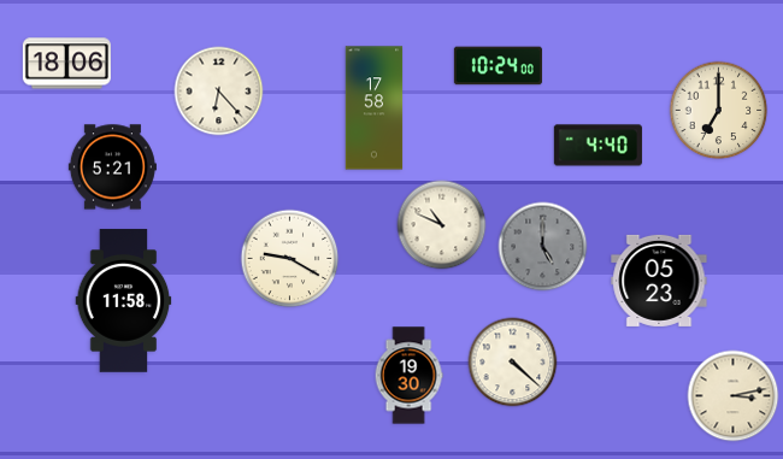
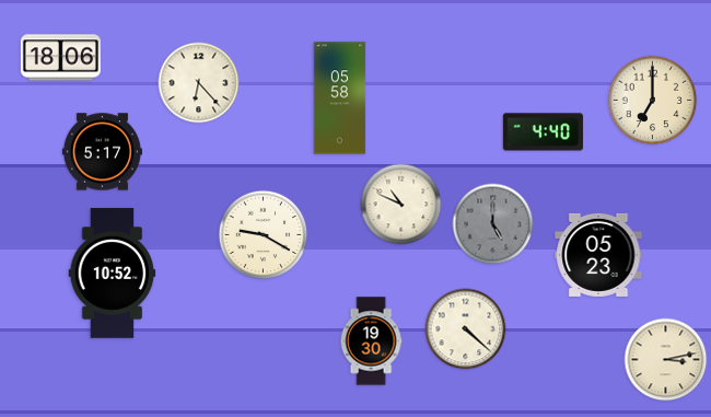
clock at (498, 66): 10:24 -> none
clock at (375, 108): 17:58 -> 05:58
clock at (112, 167): 5:21 -> 5:17
clock at (124, 301): 11:58 -> 10:52
